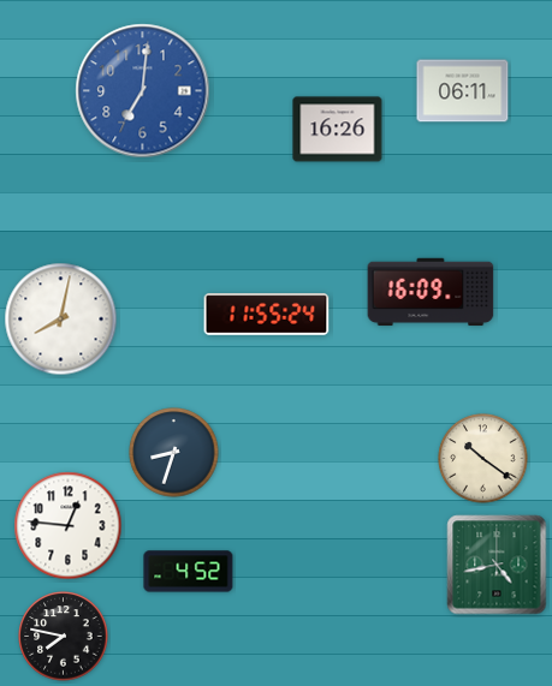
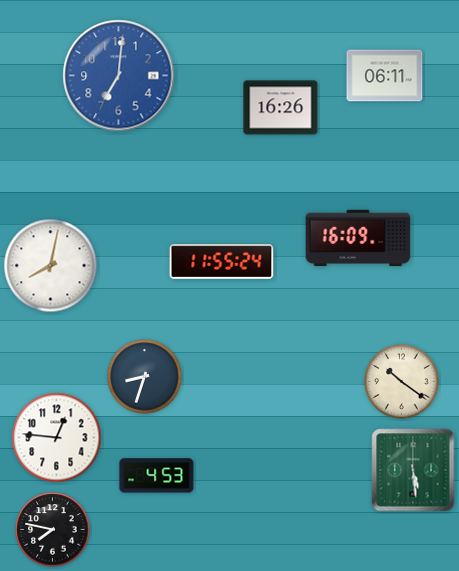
clock at (431, 292) position: (431, 292) -> (358, 238)
clock at (497, 565): 4:43 -> 5:29
clock at (189, 572): 4:52 -> 4:53
